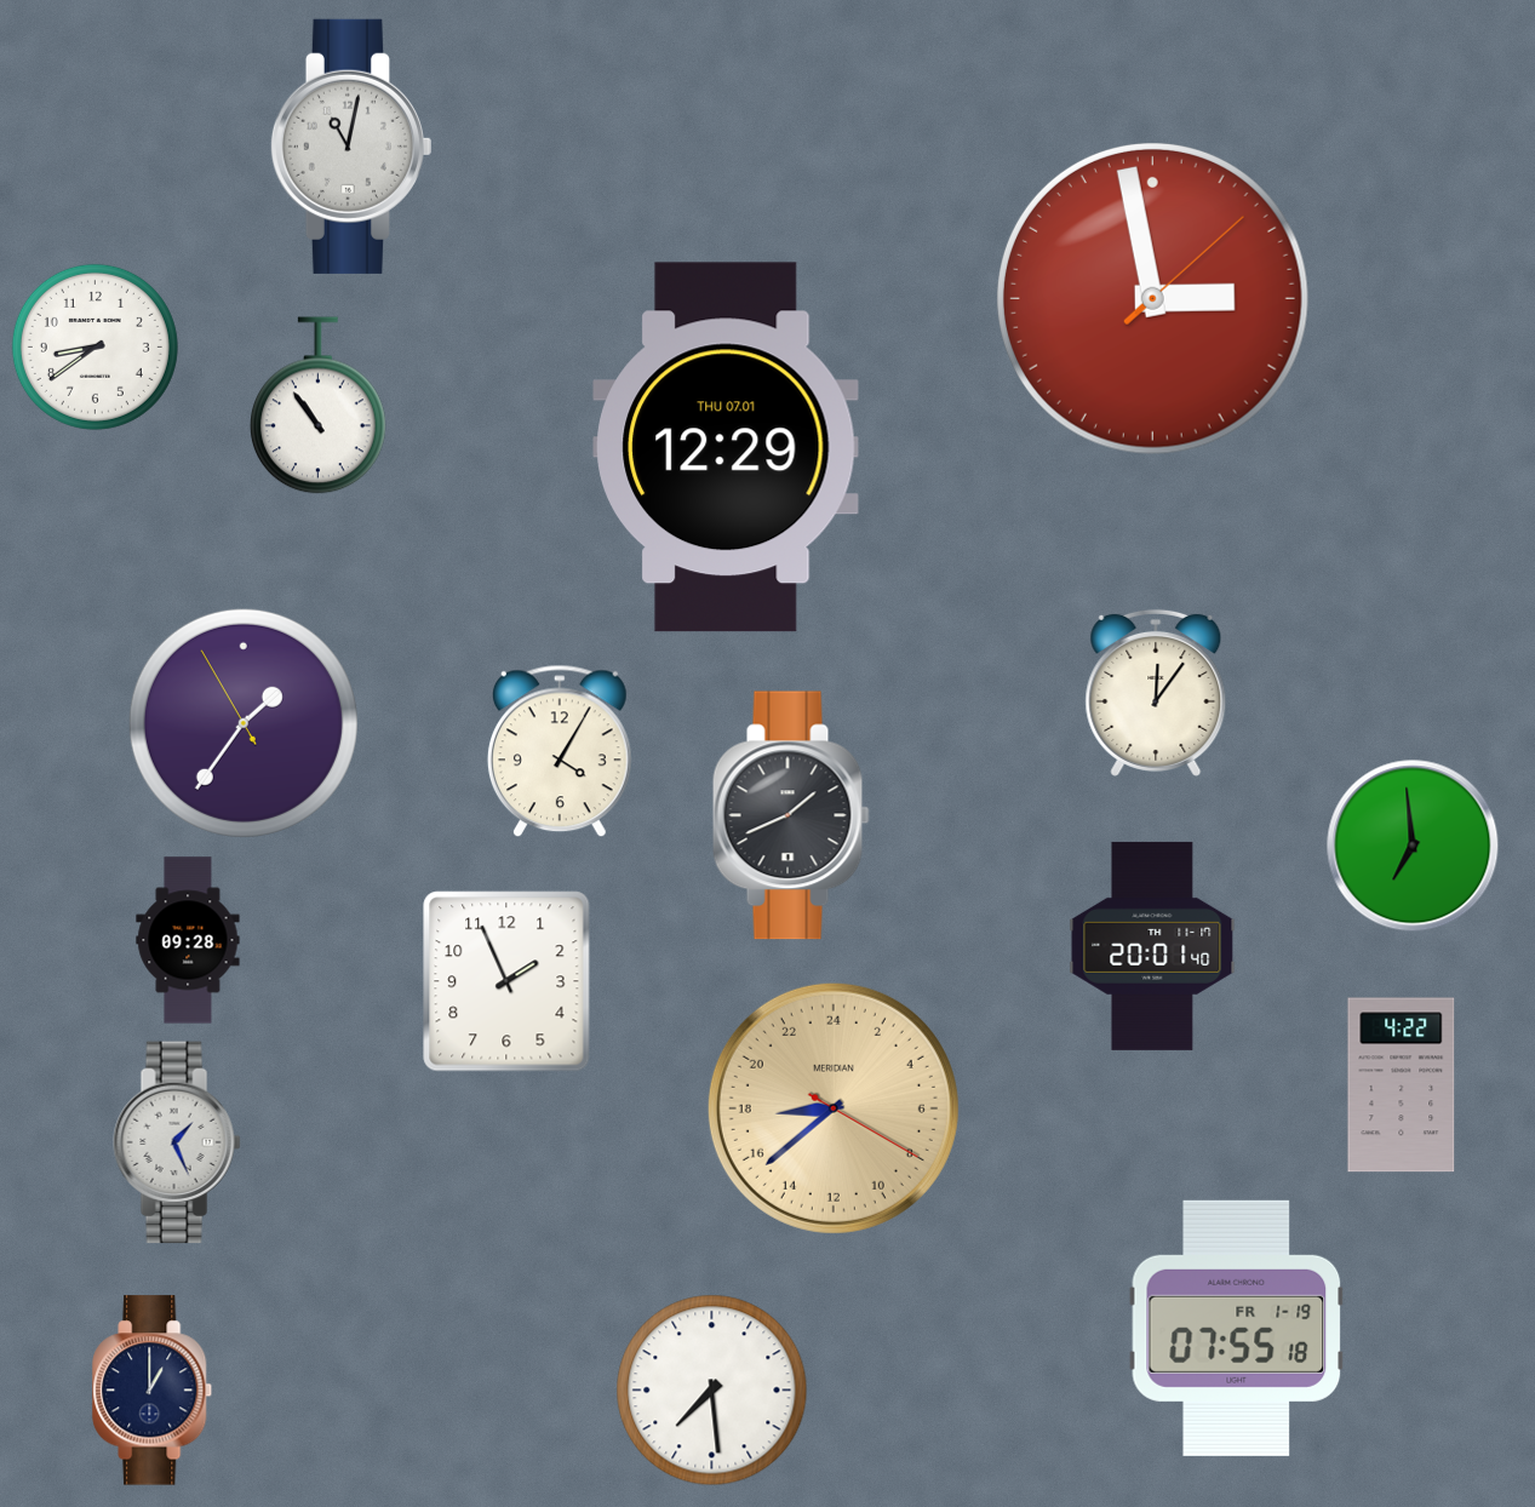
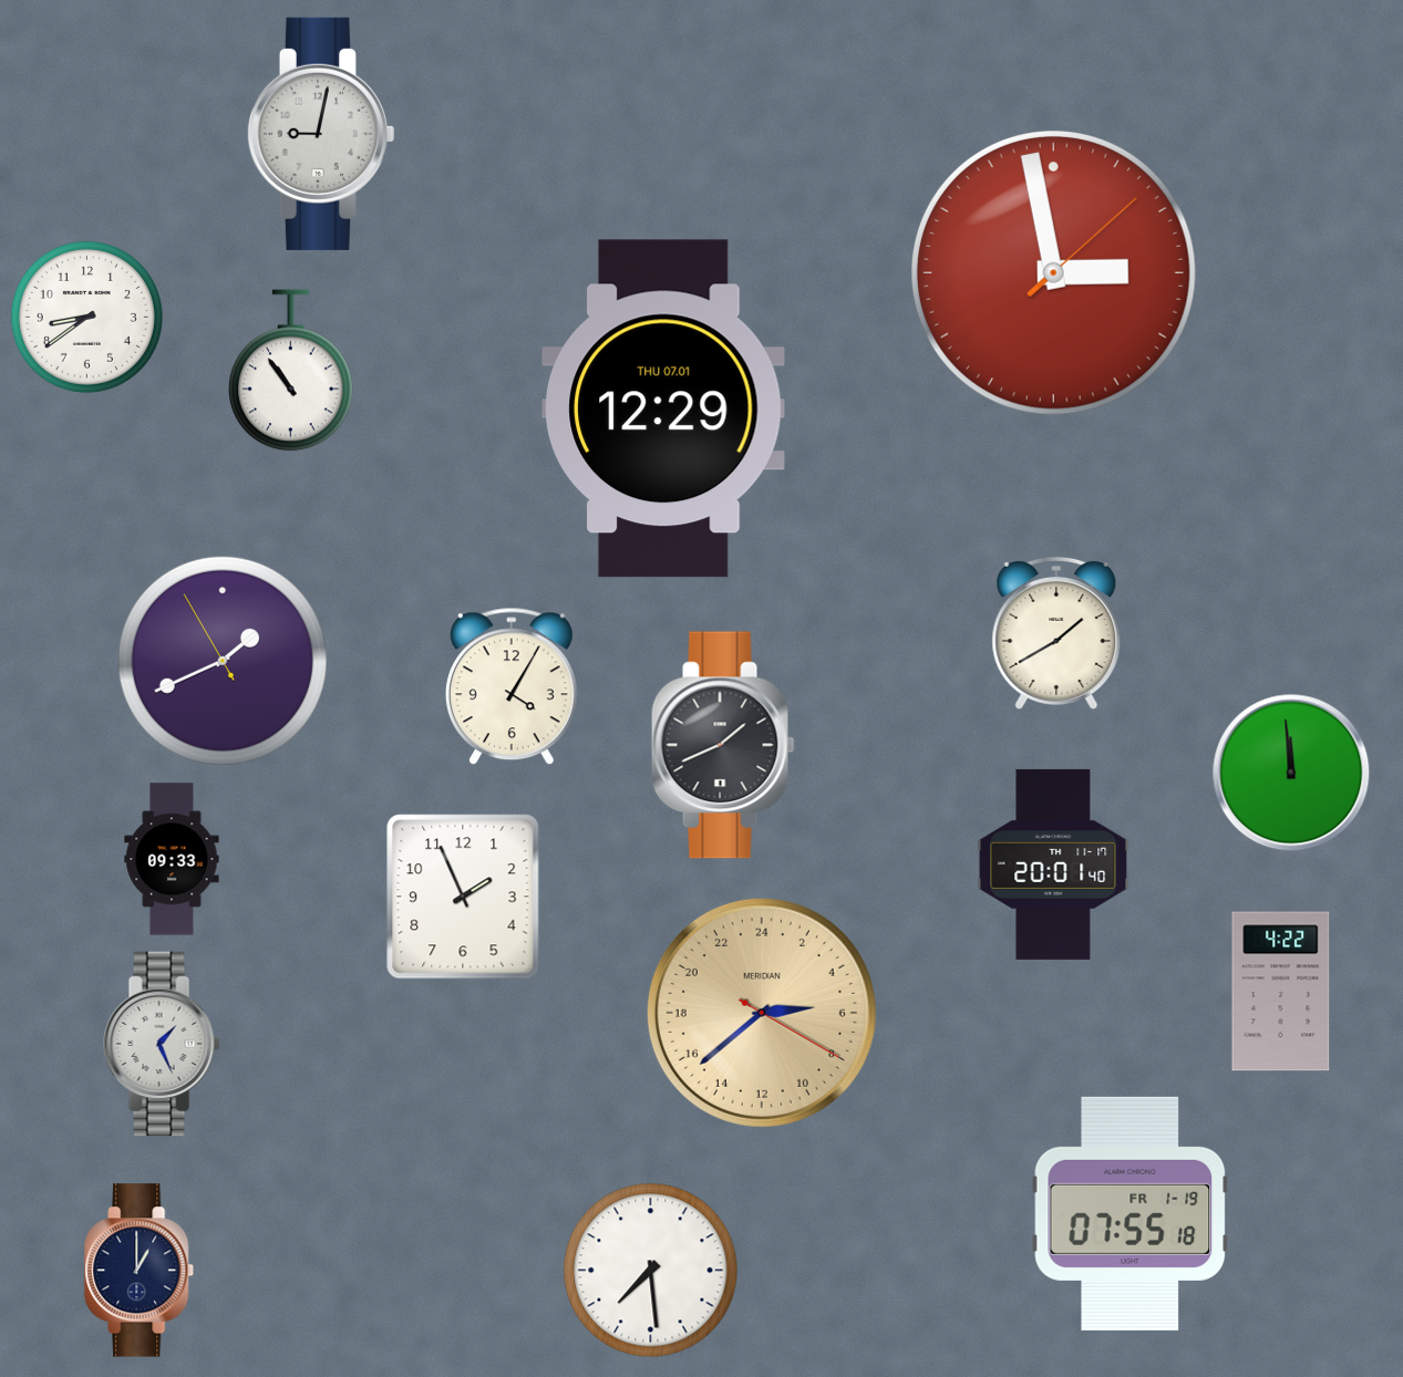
clock at (350, 147): 11:02 -> 9:02
clock at (1156, 693): 12:06 -> 1:40
clock at (244, 723): 1:35 -> 1:40
clock at (1413, 846): 6:59 -> 11:59
clock at (188, 940): 09:28 -> 09:33
clock at (834, 1108): 17:38 -> 5:38
